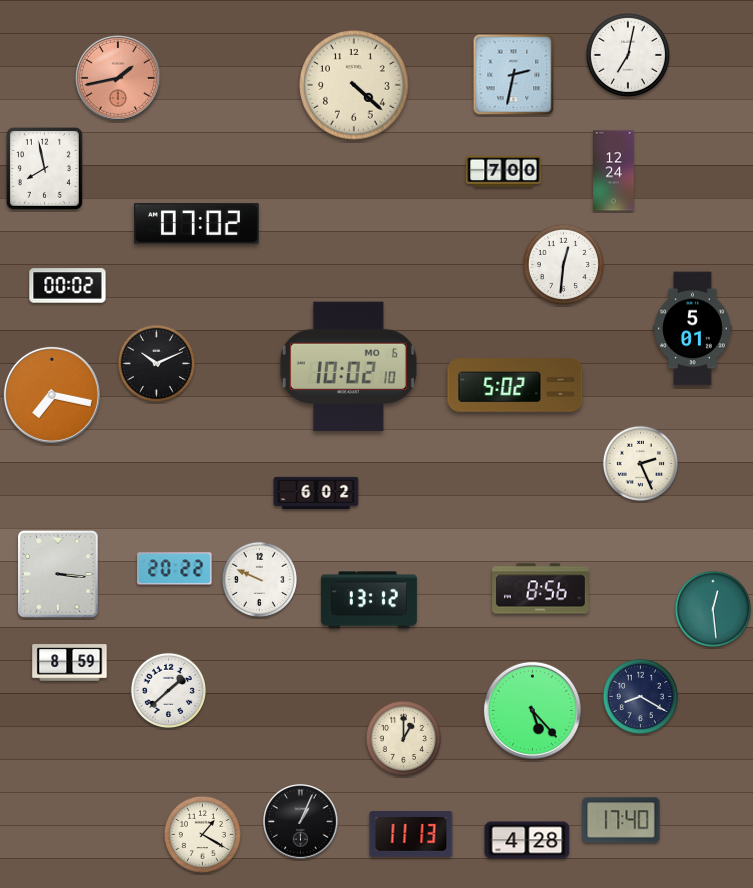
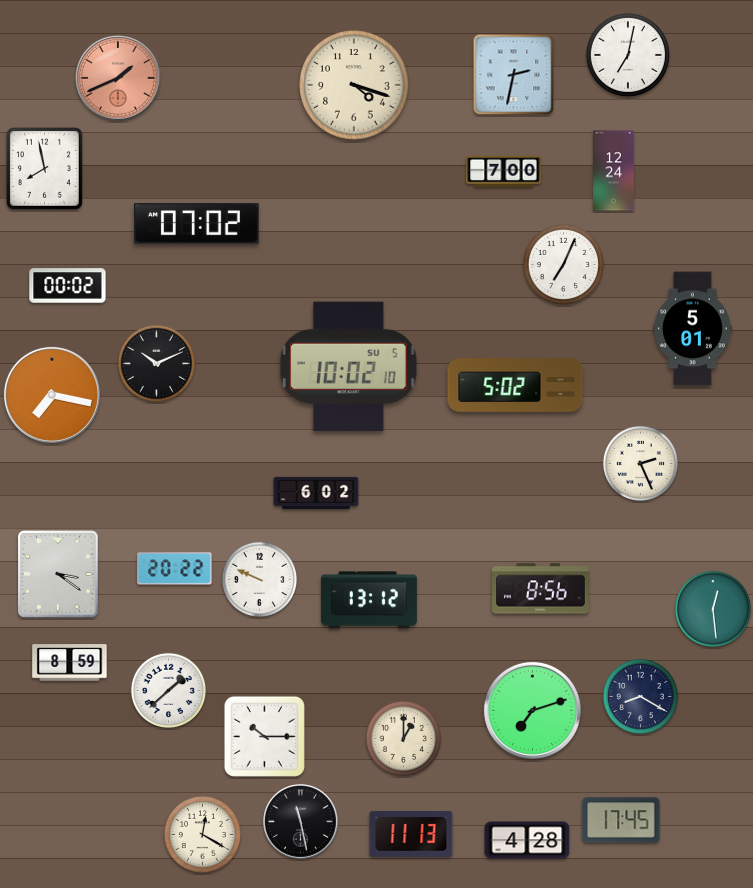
clock at (118, 78): 1:43 -> 1:41
clock at (354, 85): 4:22 -> 4:18
clock at (563, 264): 12:31 -> 7:04
clock at (348, 367) date: MO 6 -> SU 5
clock at (59, 575): 3:16 -> 3:21
clock at (532, 710): 5:23 -> 7:12
clock at (264, 736): none -> 10:15
clock at (621, 820): 17:40 -> 17:45
clock at (301, 822): 1:04 -> 11:28
clock at (202, 834): 1:20 -> 12:20
